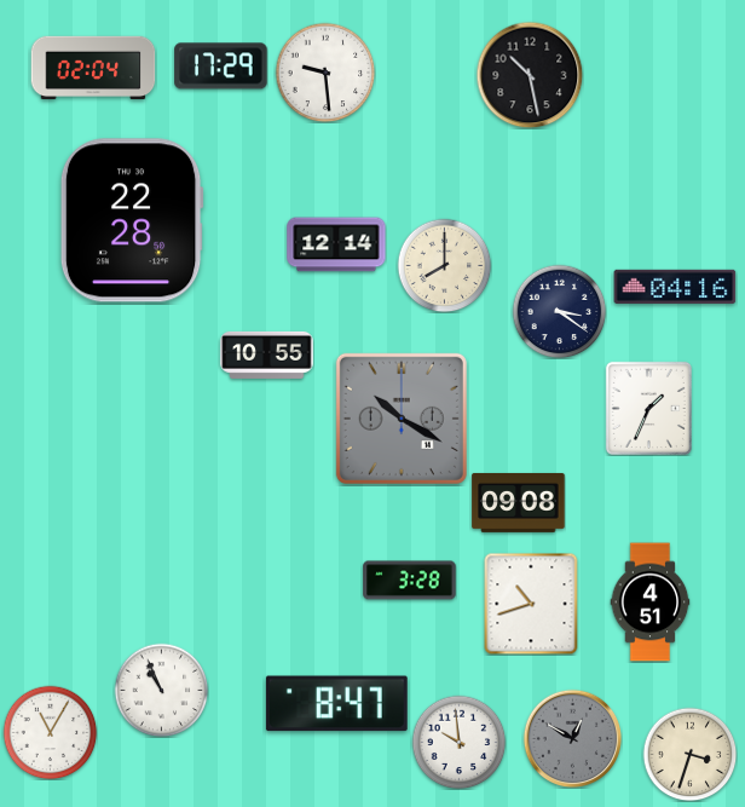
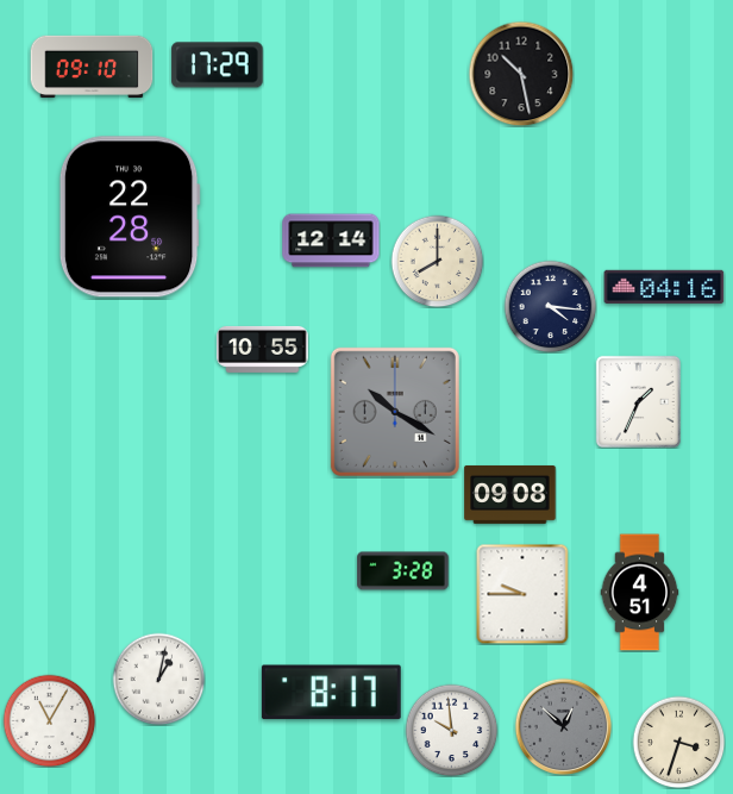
clock at (93, 68): 02:04 -> 09:10
clock at (325, 73): 9:29 -> none
clock at (675, 287) position: (675, 287) -> (664, 287)
clock at (559, 311): 3:21 -> 4:16
clock at (531, 604): 10:42 -> 9:45
clock at (161, 690): 10:56 -> 1:02
clock at (336, 704): 8:47 -> 8:17
clock at (572, 738): 12:50 -> 12:52
